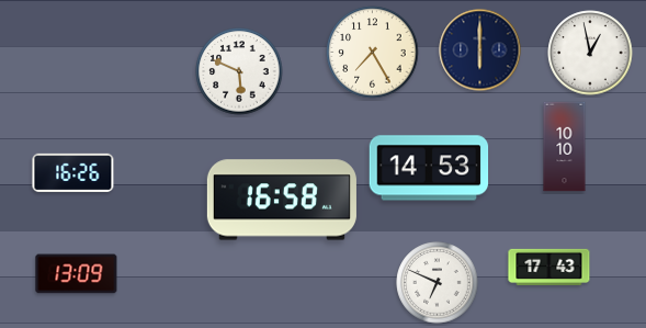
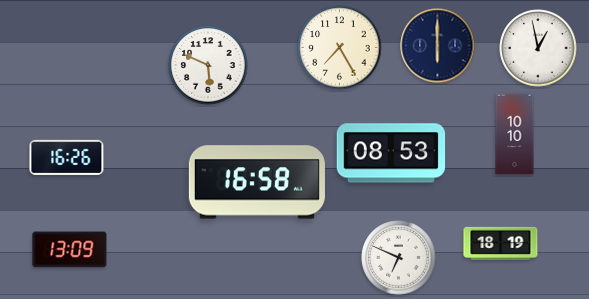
clock at (239, 71) position: (239, 71) -> (208, 65)
clock at (429, 168): 14:53 -> 08:53
clock at (549, 267): 17:43 -> 18:19
